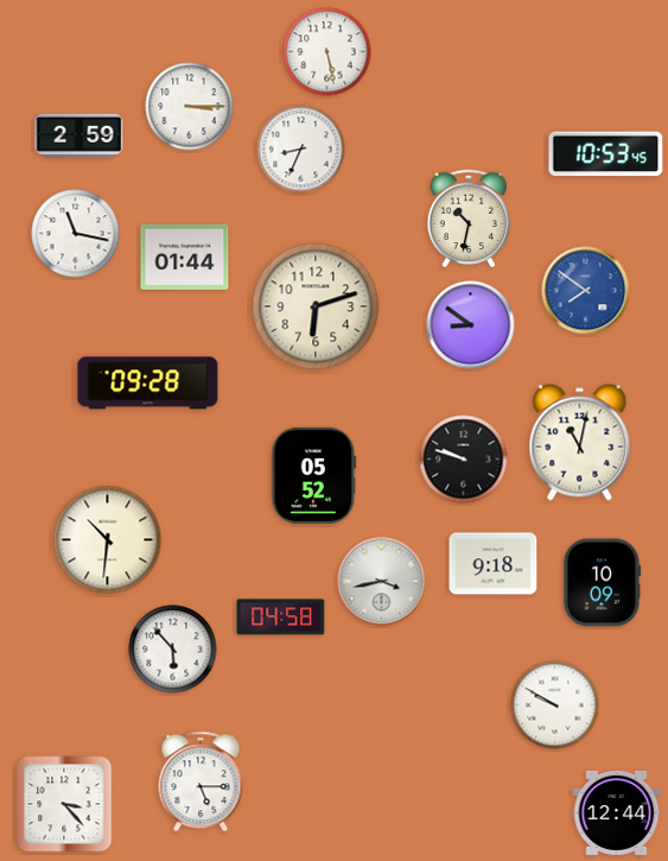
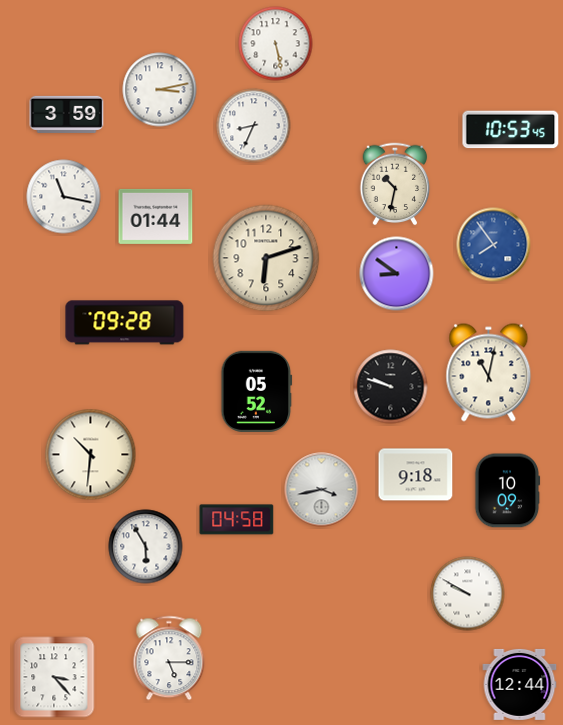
clock at (190, 107): 3:15 -> 3:13
clock at (79, 135): 2:59 -> 3:59
clock at (586, 291): 7:51 -> 7:54
clock at (314, 475) position: (314, 475) -> (257, 391)
clock at (173, 650): 5:53 -> 5:55
